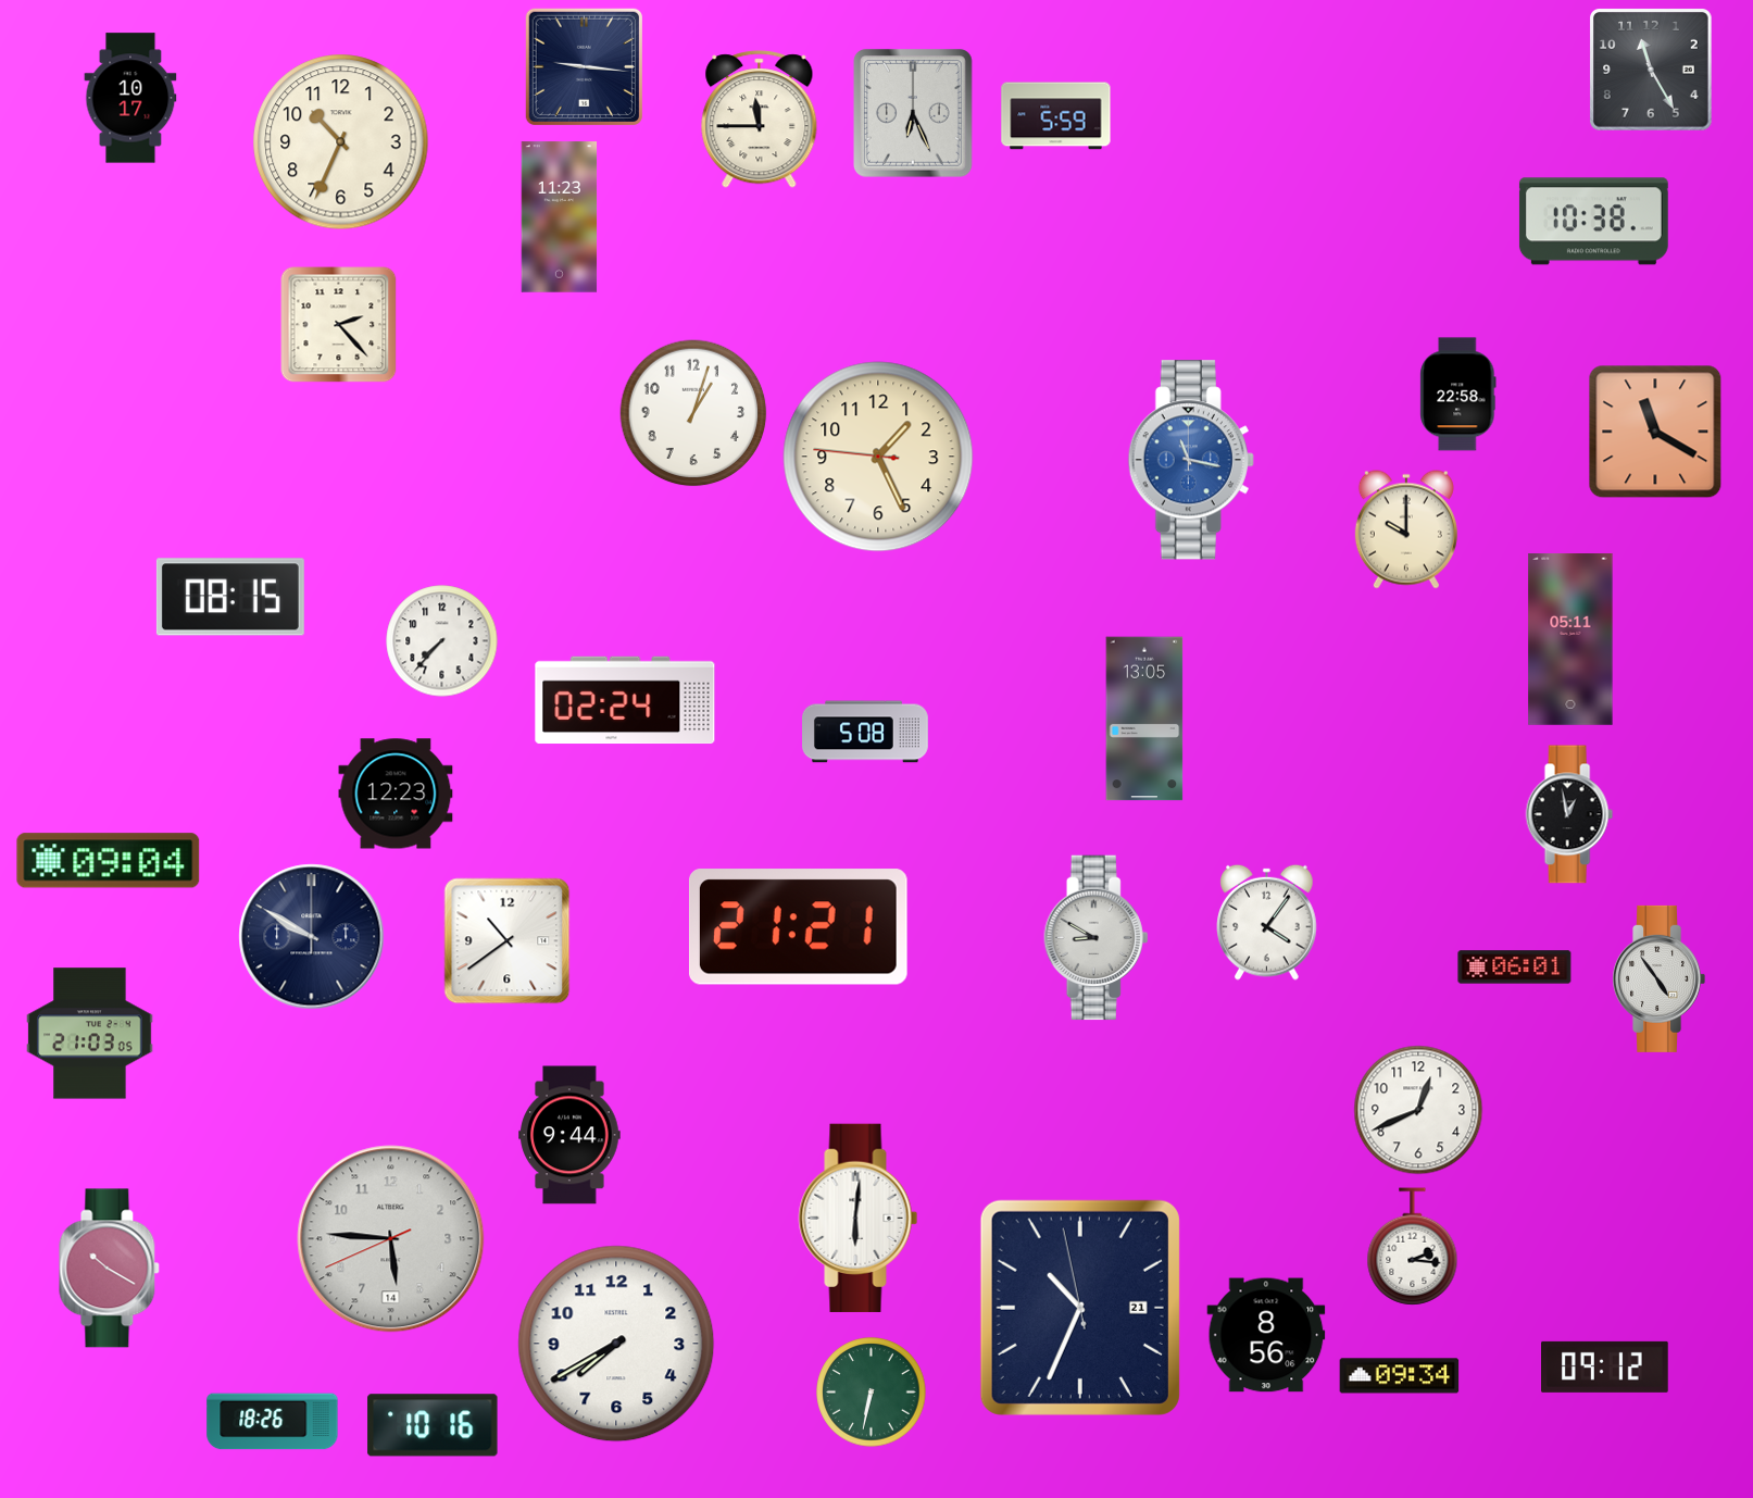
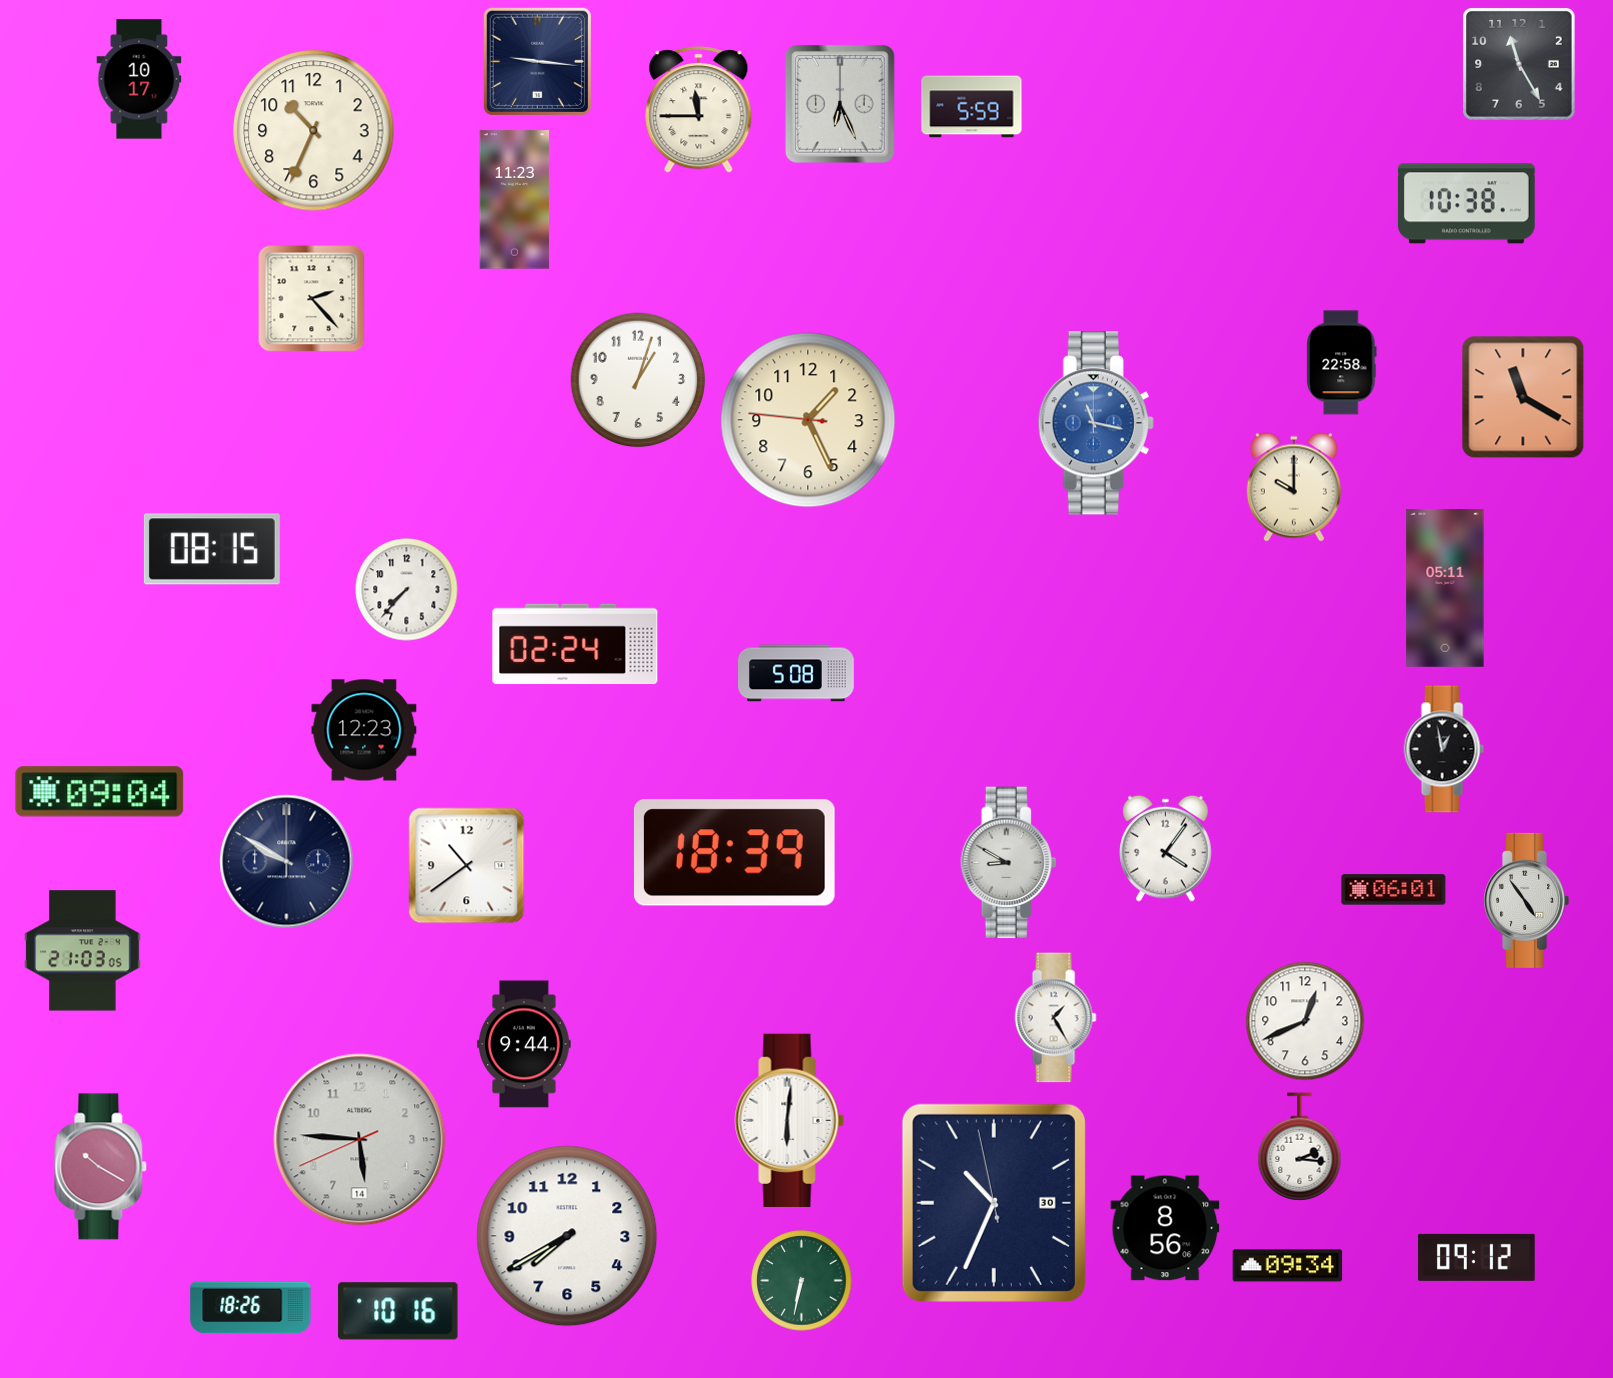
clock at (130, 98) position: (130, 98) -> (139, 79)
clock at (1144, 719): 13:05 -> none
clock at (798, 927): 21:21 -> 18:39
clock at (1055, 1018): none -> 1:25
clock at (1080, 1308) date: 21 -> 30
